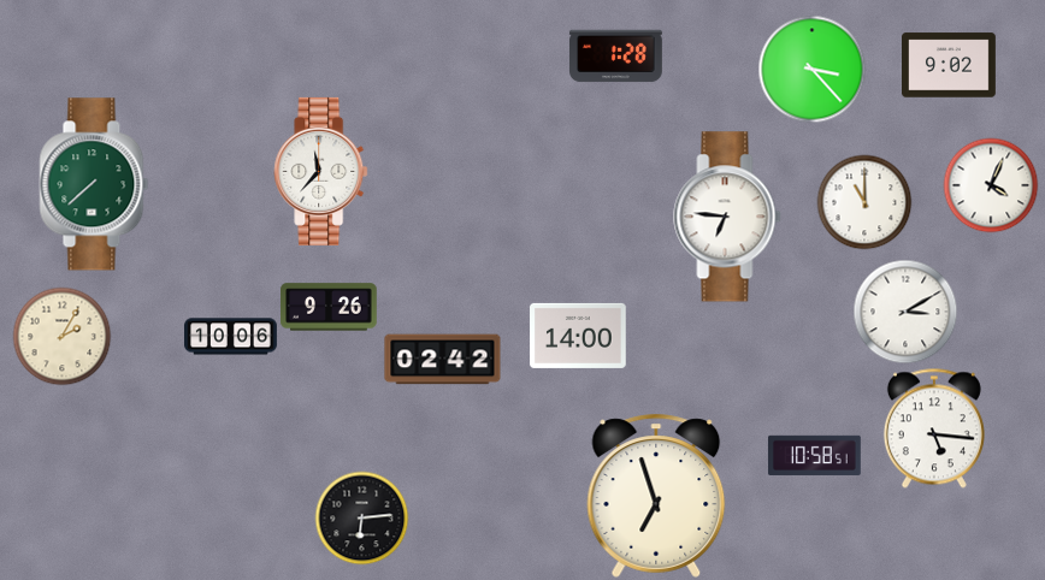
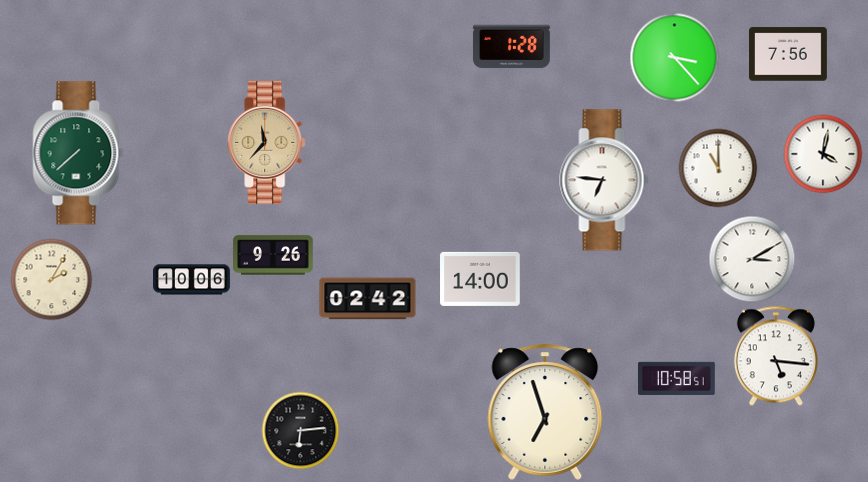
clock at (950, 65): 9:02 -> 7:56
clock at (321, 171) dial: white -> champagne
clock at (991, 185): 4:04 -> 4:02
